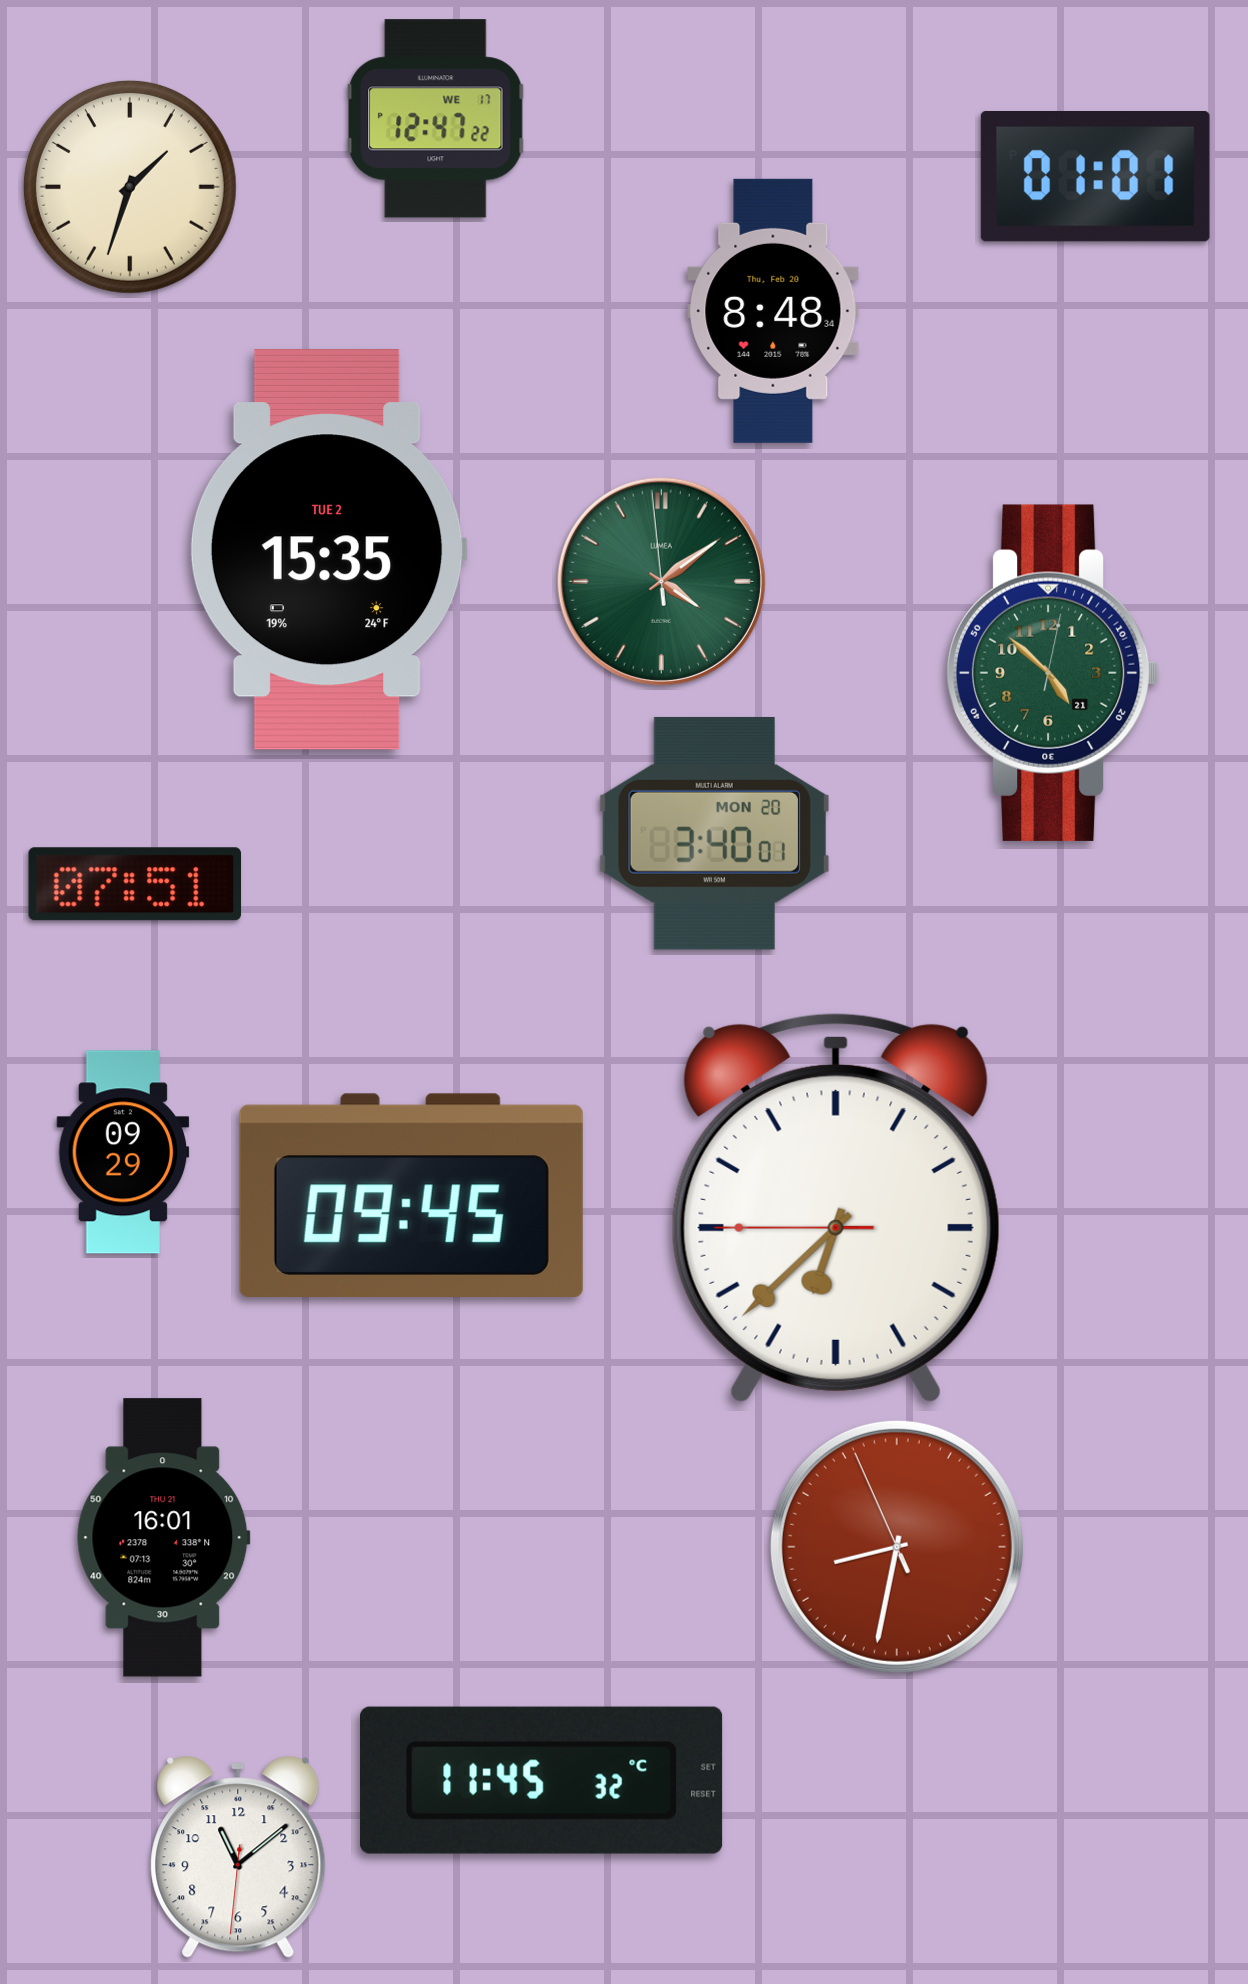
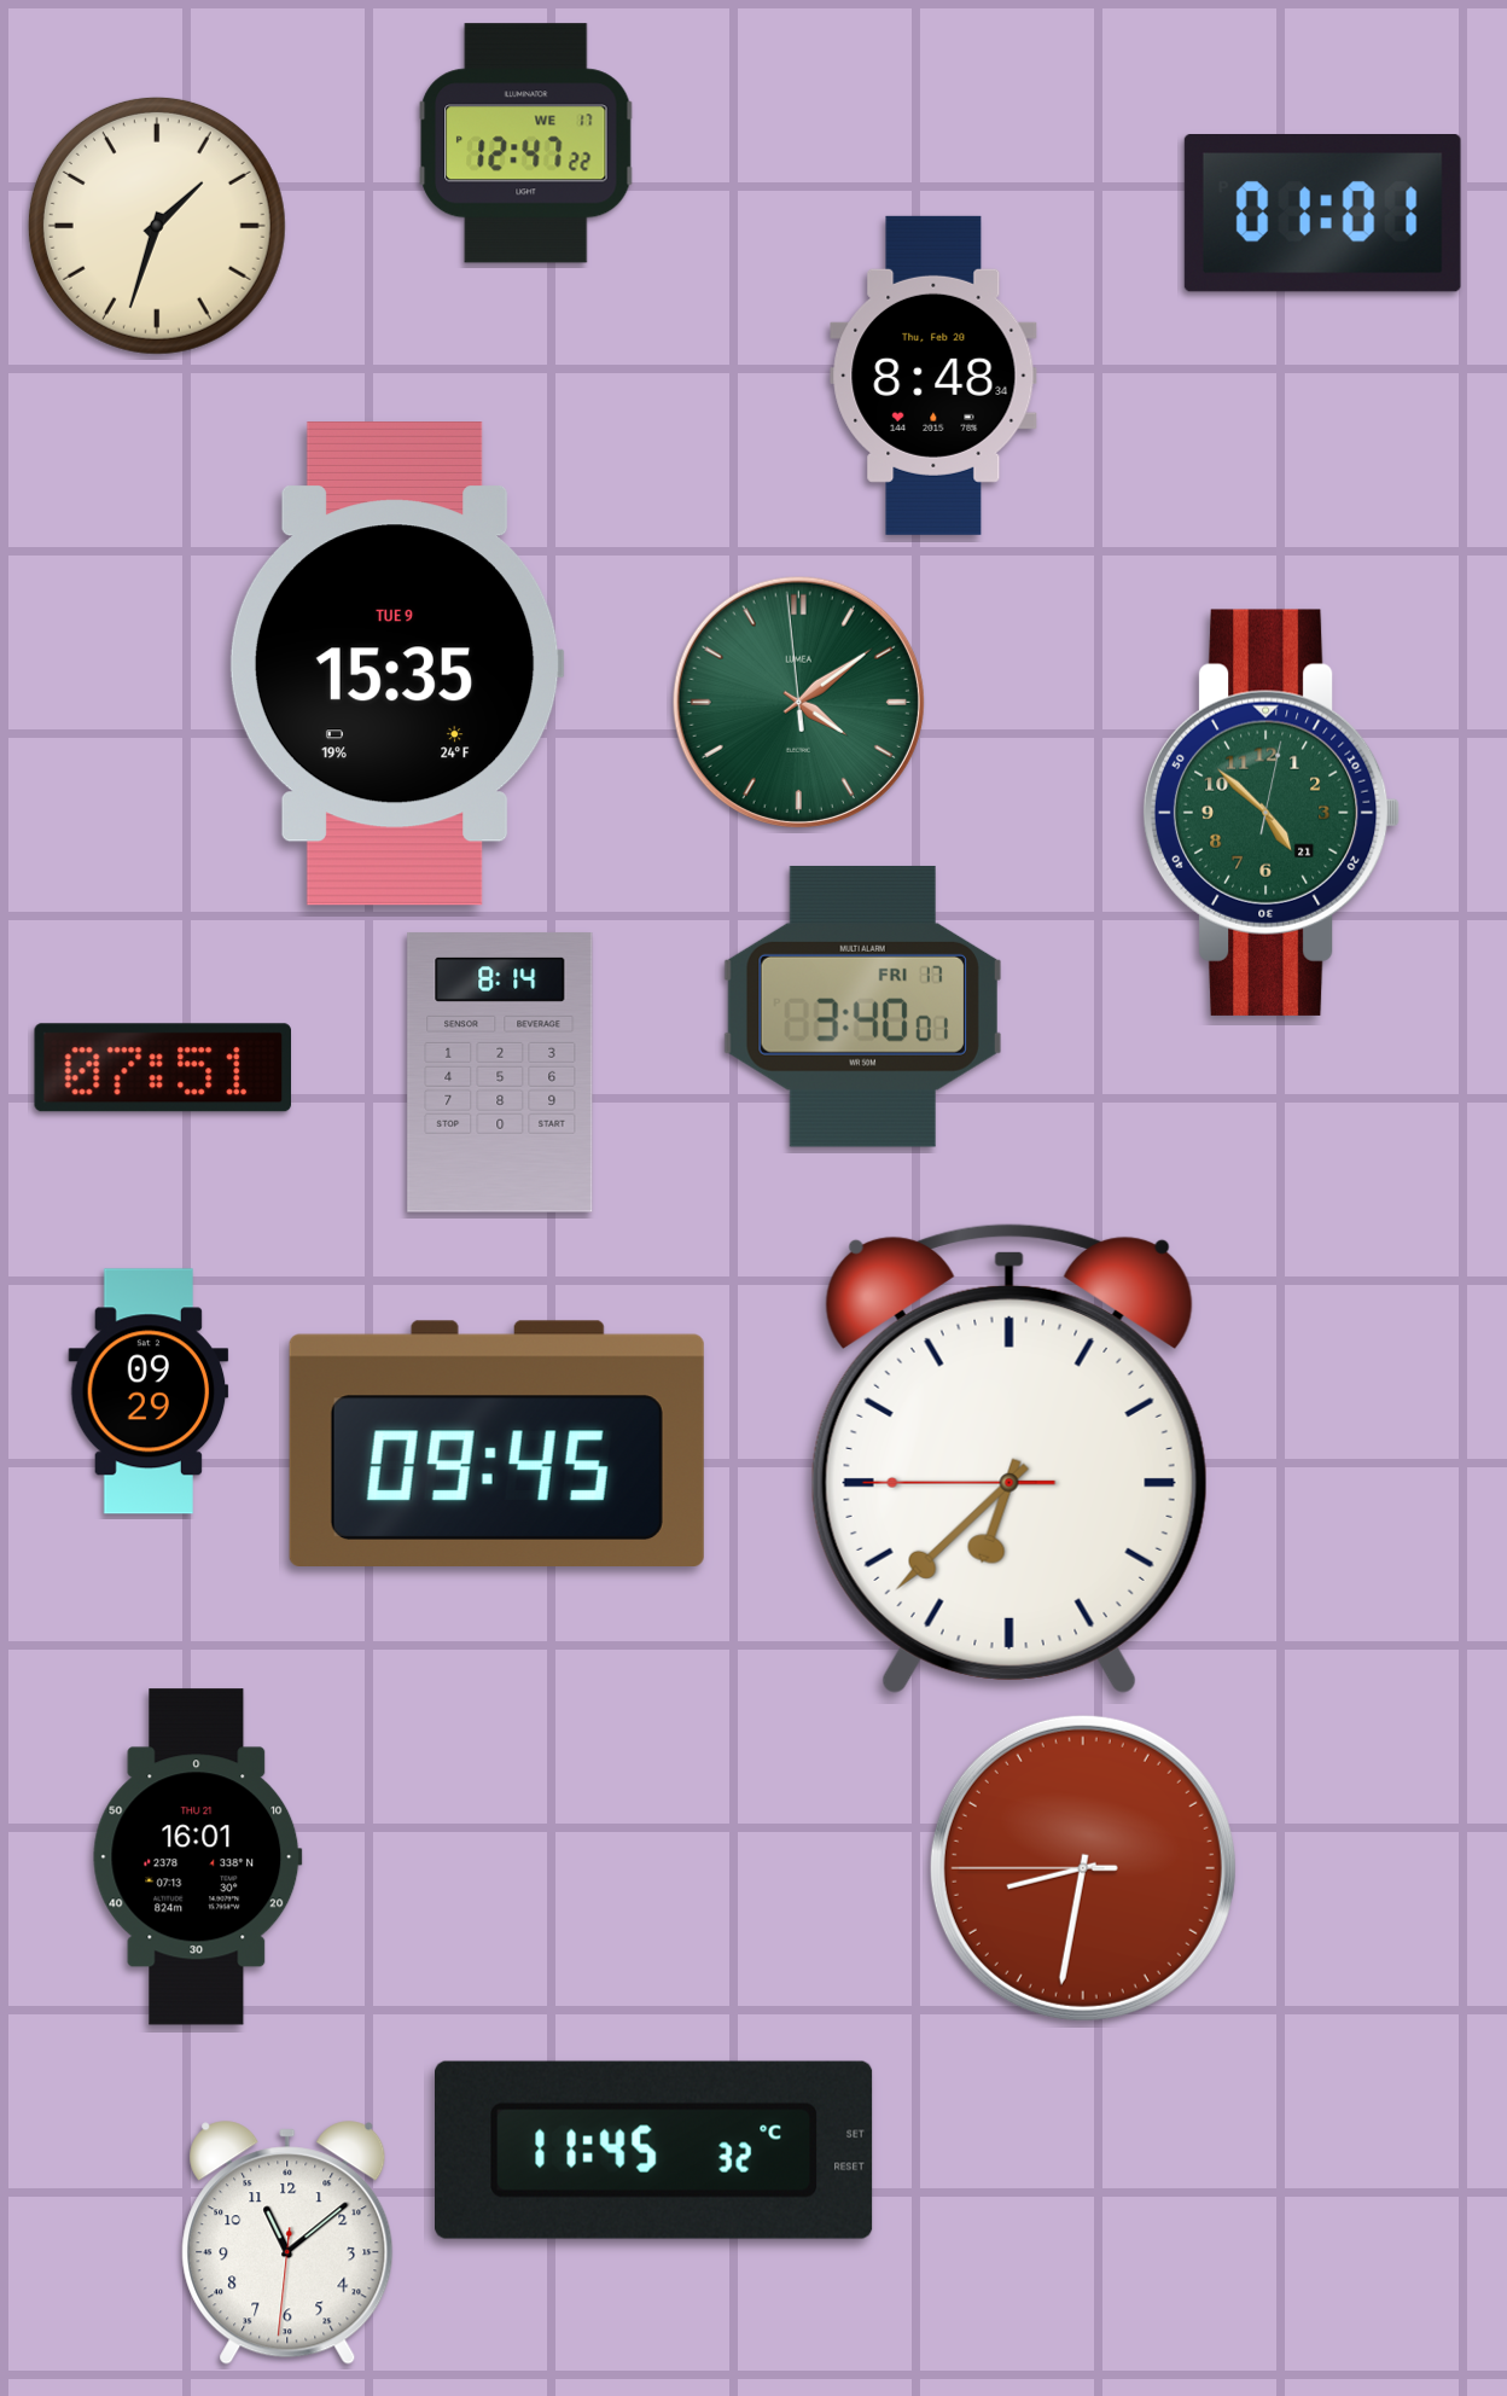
clock at (328, 550) date: TUE 2 -> TUE 9
clock at (714, 833) date: MON 20 -> FRI 17
clock at (500, 1072): none -> 8:14
clock at (897, 1547): 8:31:56 -> 8:31:45
